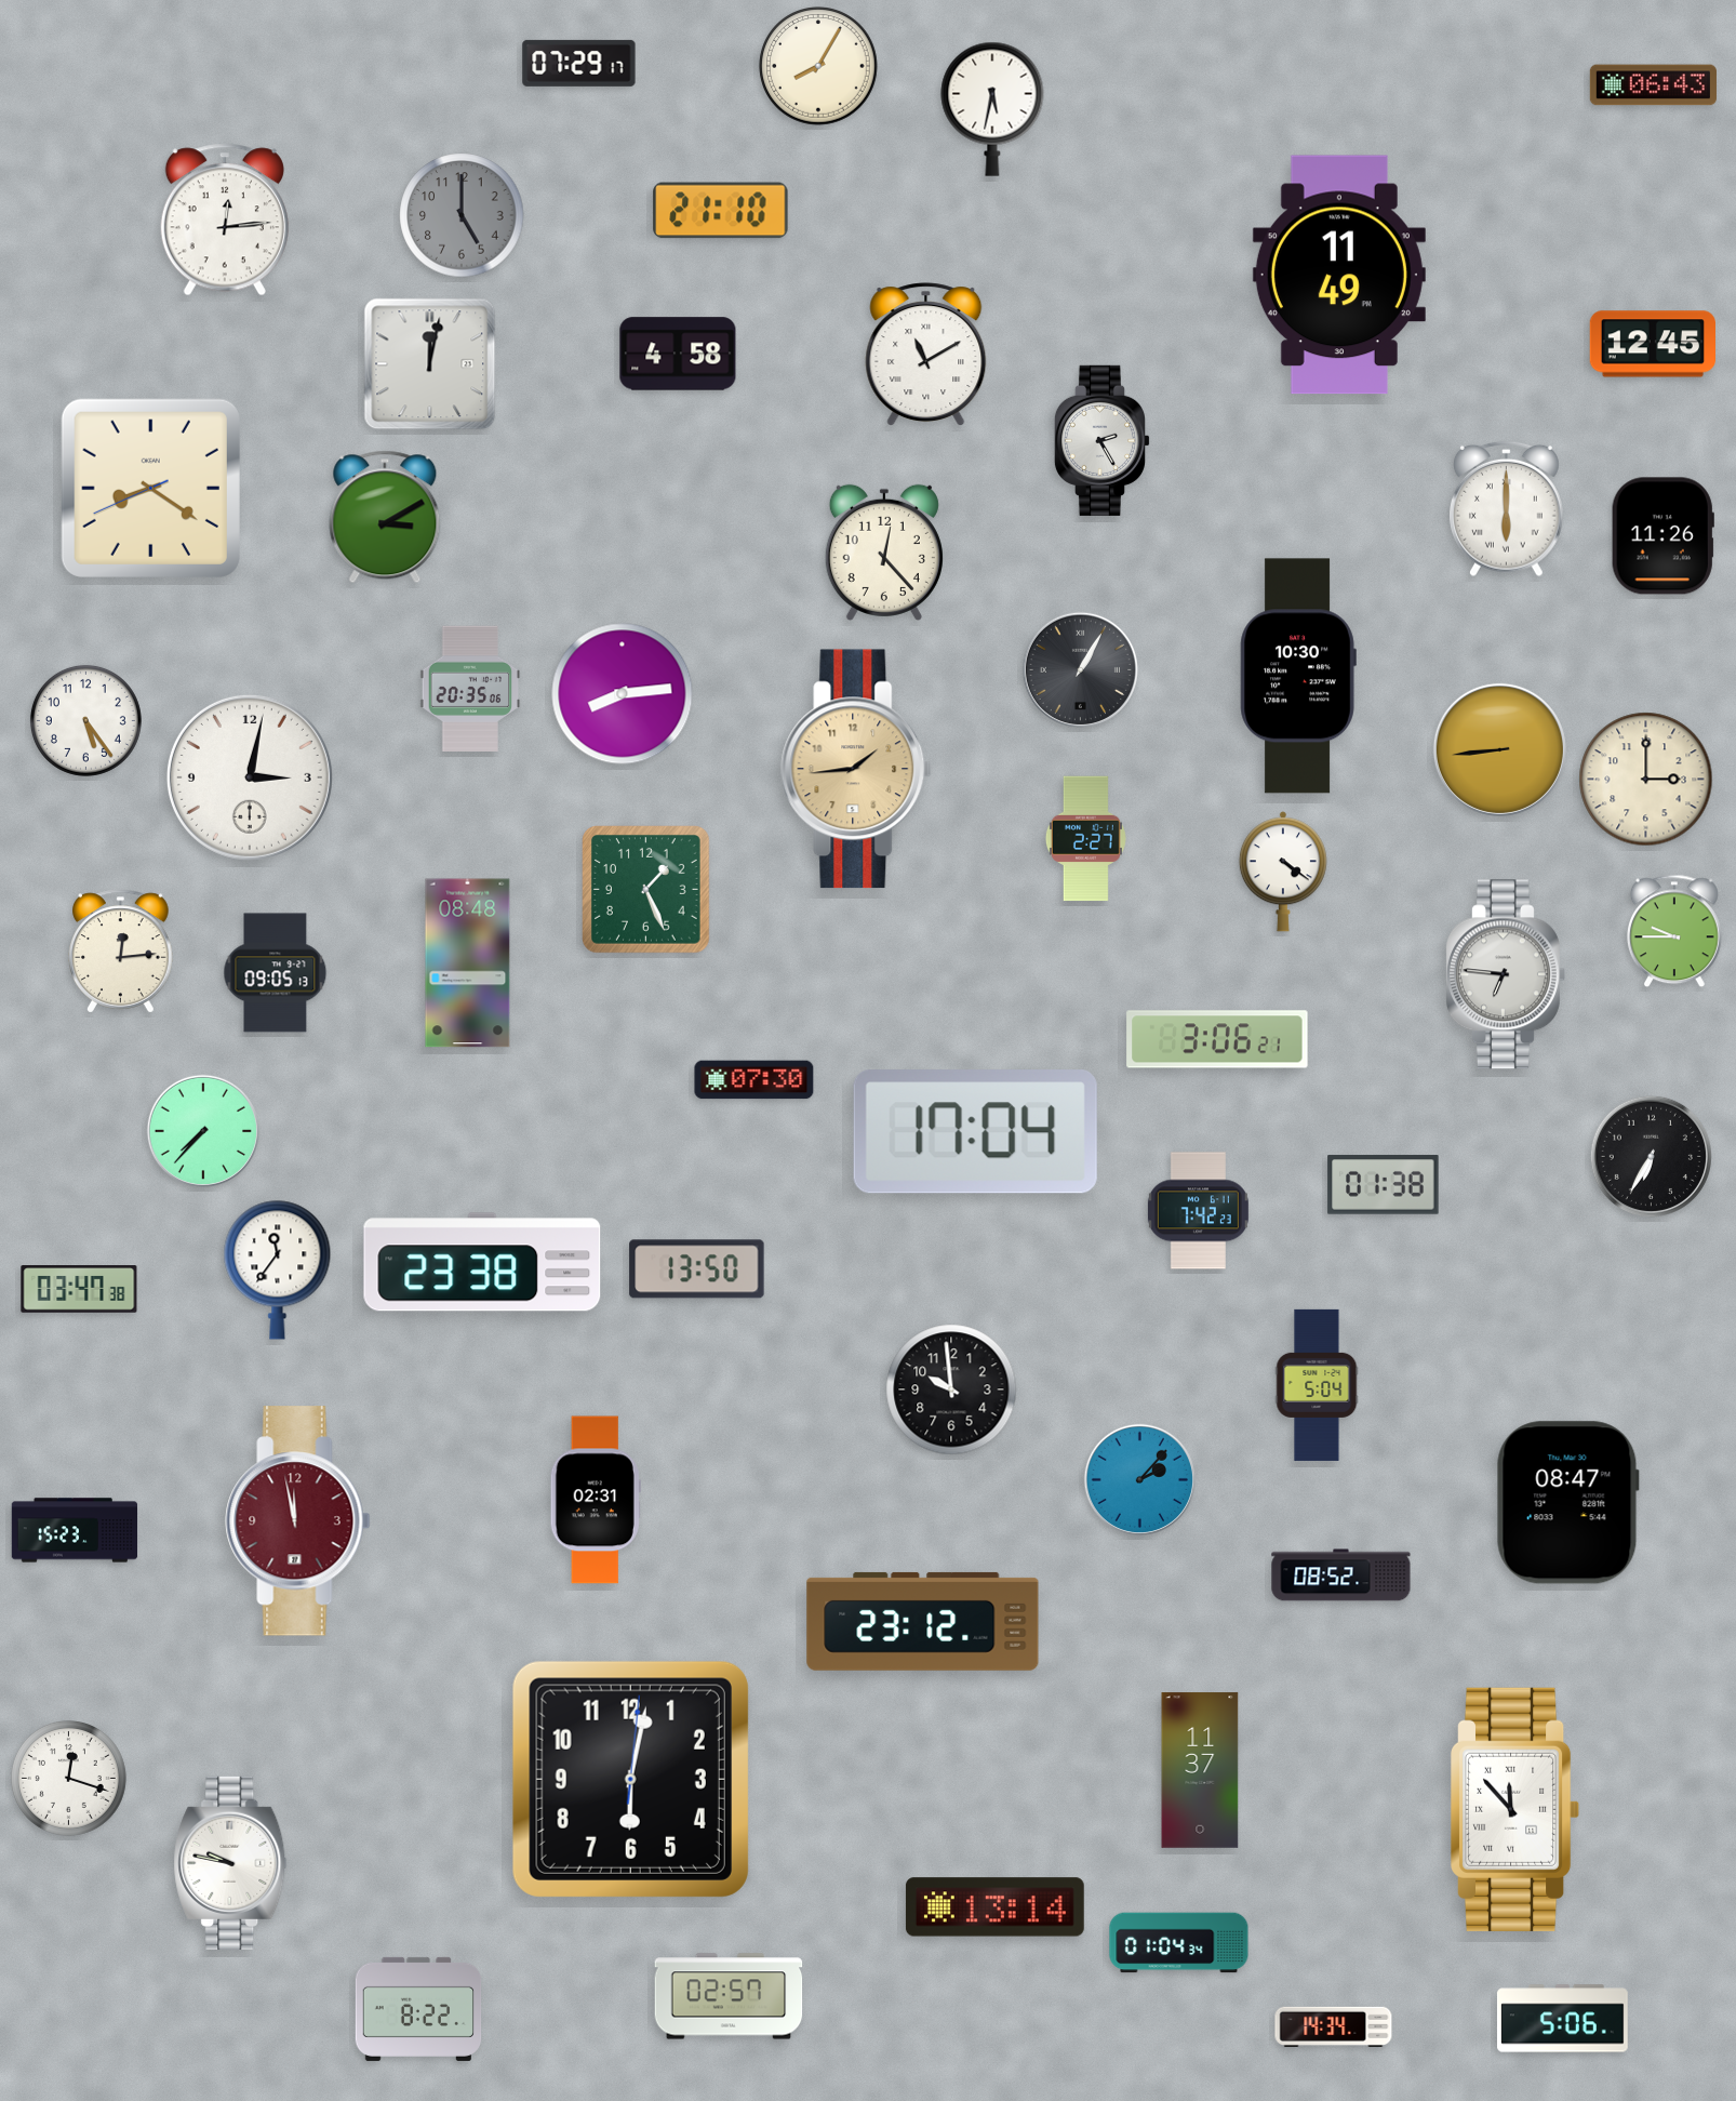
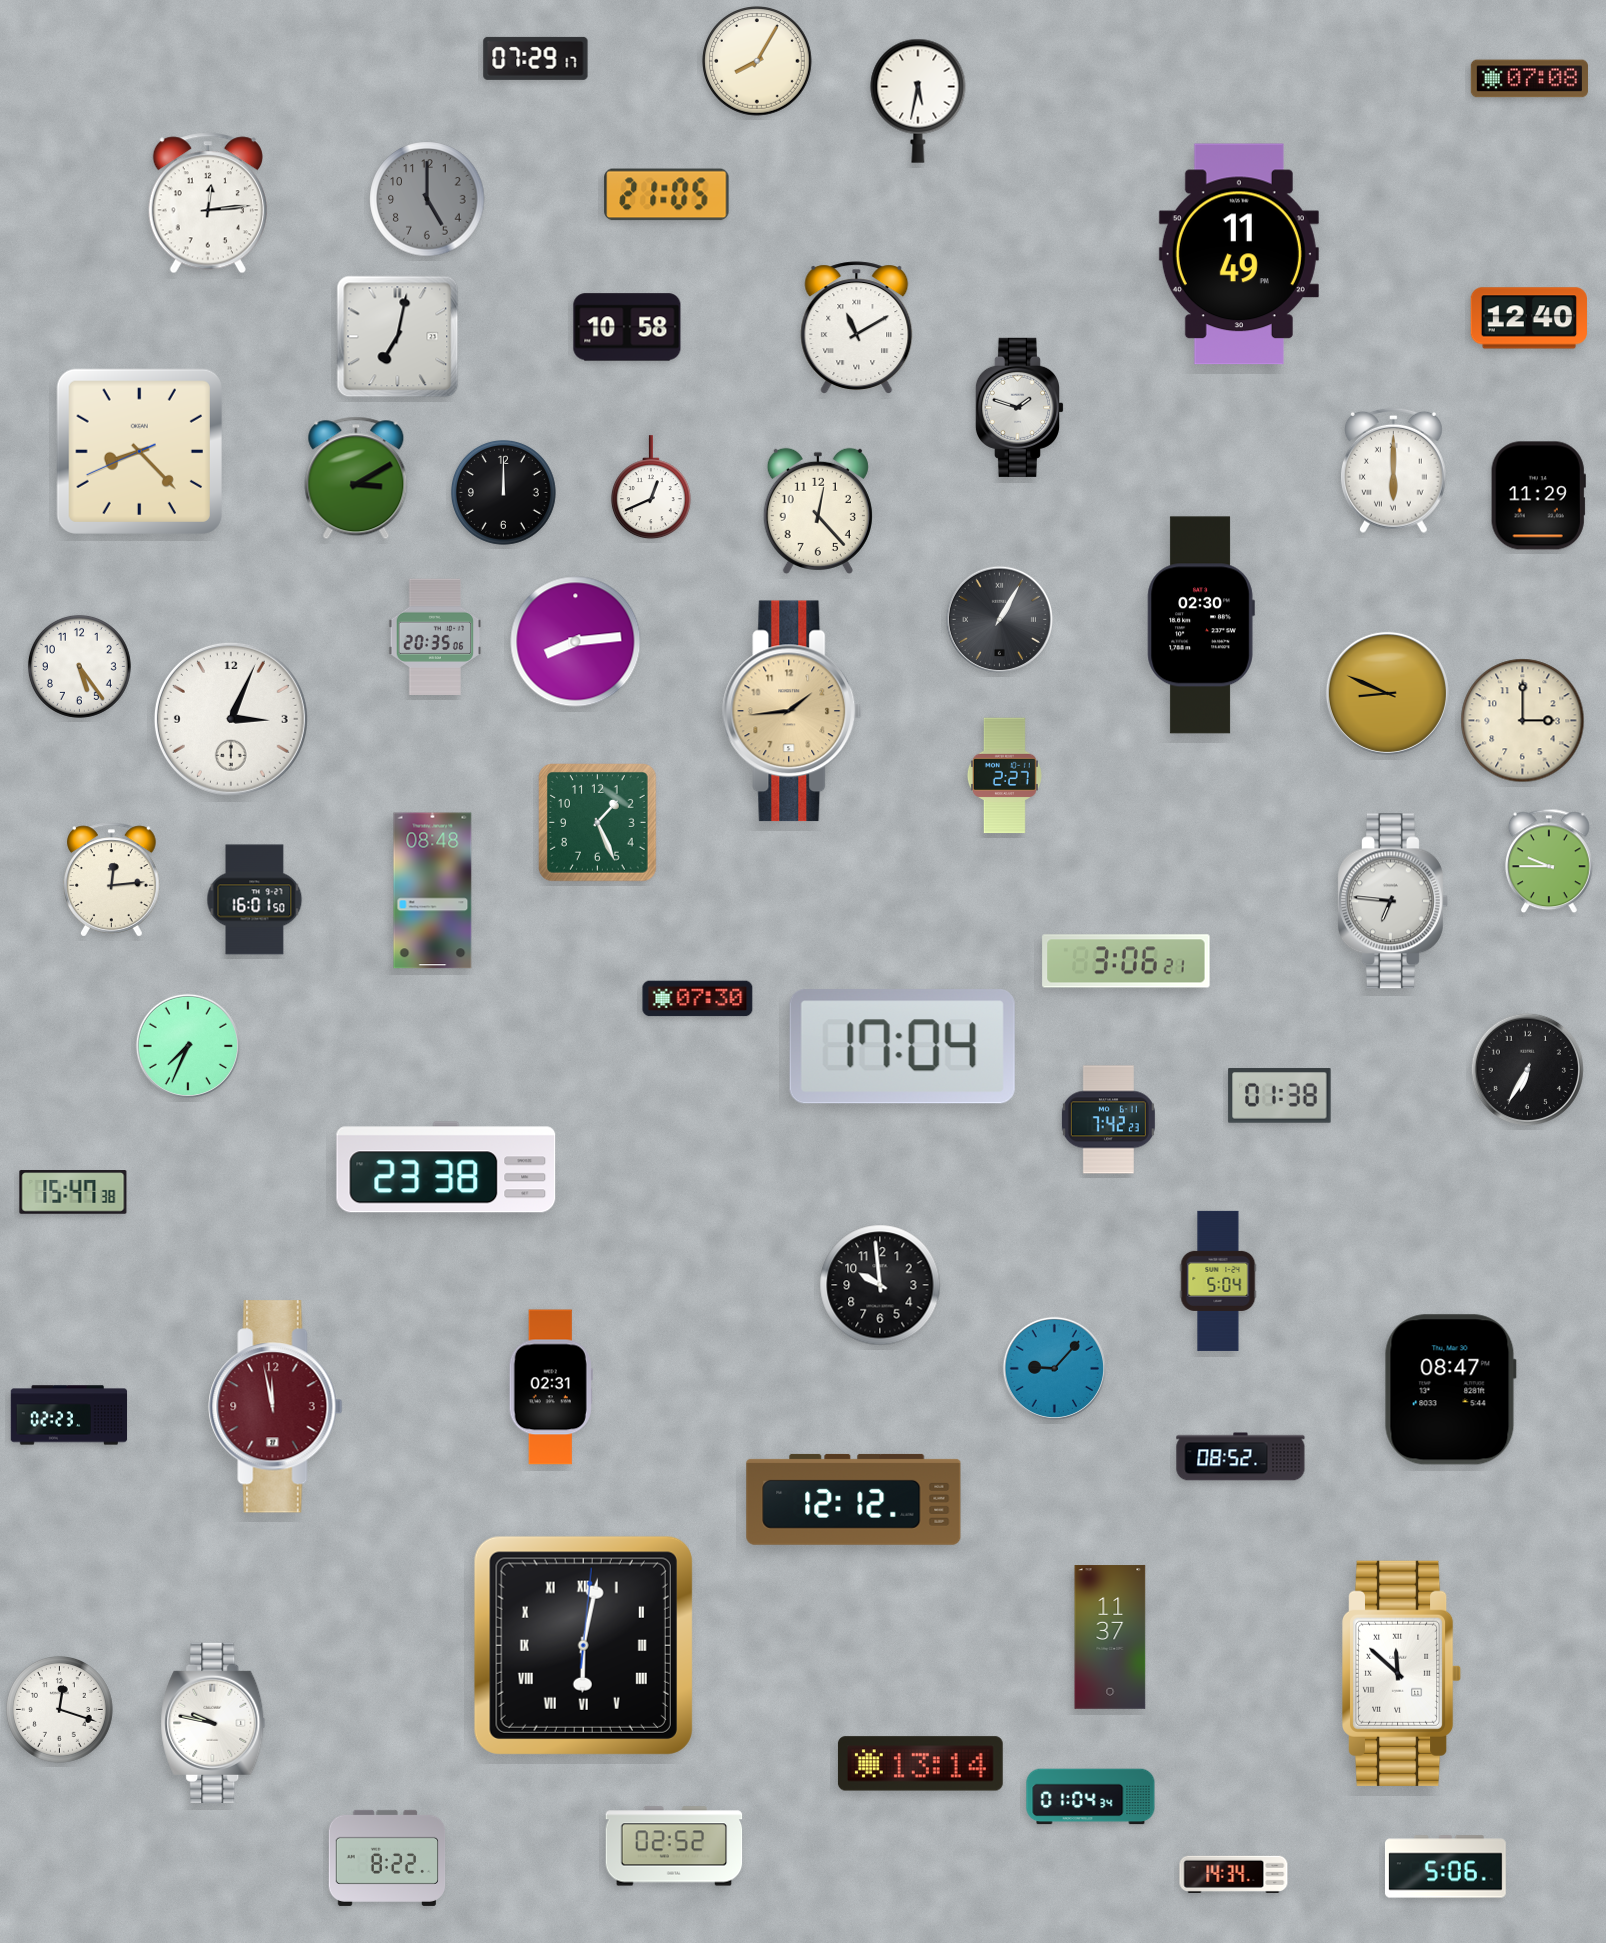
clock at (1653, 85): 06:43 -> 07:08
clock at (721, 211): 21:10 -> 21:05
clock at (1652, 344): 12:45 -> 12:40
clock at (678, 354): 4:58 -> 10:58
clock at (430, 364): 12:02 -> 7:02
clock at (1101, 440): 2:25 -> 1:48
clock at (150, 488): 8:20 -> 8:22
clock at (651, 488): none -> 12:41
clock at (503, 492): none -> 12:00
clock at (1662, 536): 11:26 -> 11:29
clock at (1298, 676): 10:30 -> 02:30
clock at (1499, 749): 8:44 -> 8:49
clock at (250, 777): 3:02 -> 3:04
clock at (1283, 872): 4:21 -> none
clock at (276, 973): 09:05 -> 16:01
clock at (203, 1131): 7:37 -> 7:34
clock at (278, 1269): 11:36 -> none
clock at (697, 1269): 13:50 -> none
clock at (79, 1289): 03:47 -> 15:47
clock at (1139, 1479): 2:07 -> 9:07
clock at (75, 1530): 15:23 -> 02:23
clock at (923, 1621): 23:12 -> 12:12
clock at (69, 1779) position: (69, 1779) -> (60, 1710)
clock at (630, 1779) numerals: Arabic -> Roman
clock at (1517, 1809): 11:53 -> 11:52
clock at (729, 1996): 02:57 -> 02:52
